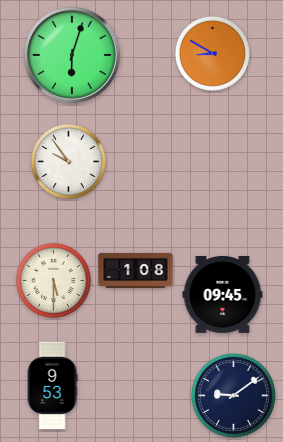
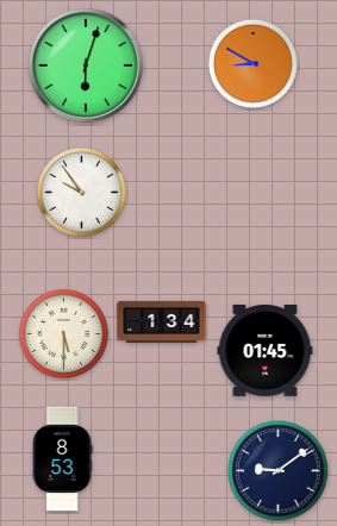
clock at (136, 270): 1:08 -> 1:34
clock at (223, 294): 09:45 -> 01:45
clock at (52, 386): 9:53 -> 8:53
